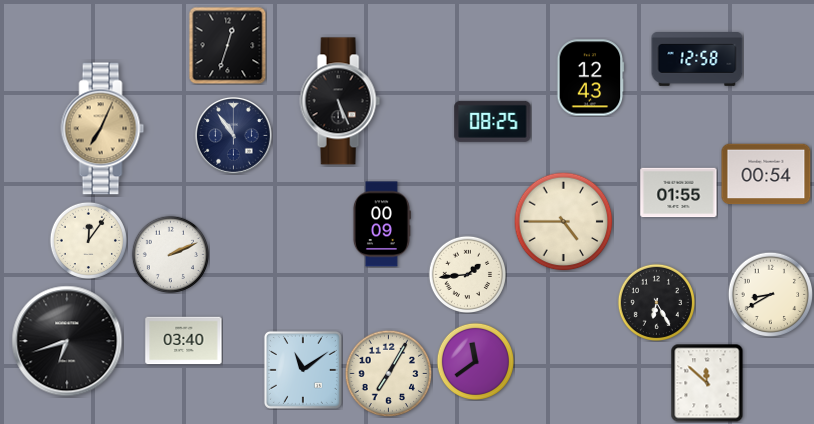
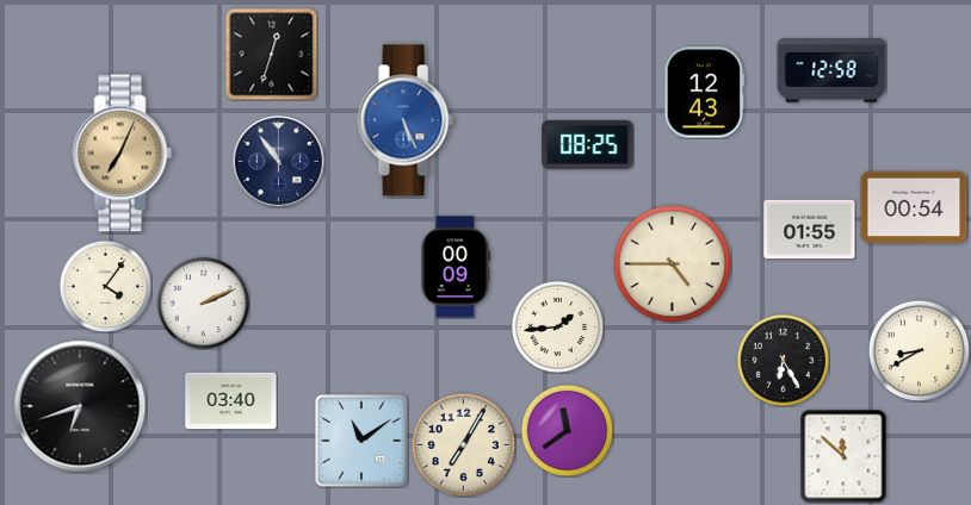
clock at (340, 101) dial: black -> blue
clock at (88, 240): 12:06 -> 4:06
clock at (184, 341) position: (184, 341) -> (231, 401)
